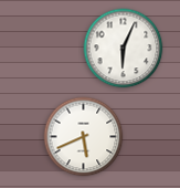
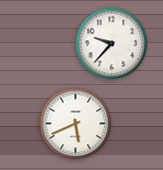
clock at (124, 49): 6:04 -> 9:37
